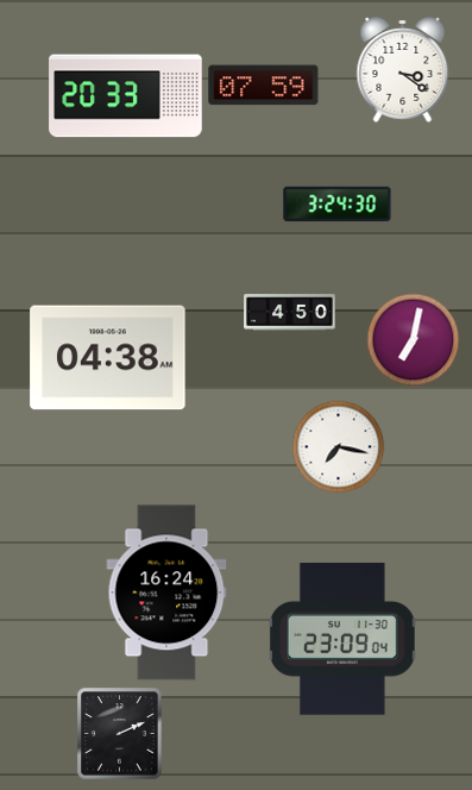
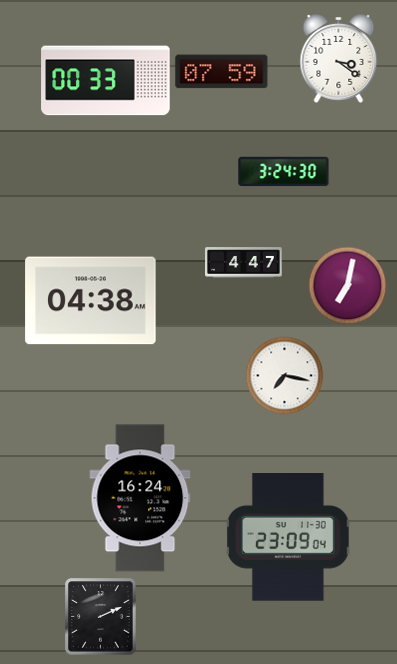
clock at (126, 96): 20:33 -> 00:33
clock at (290, 313): 4:50 -> 4:47
